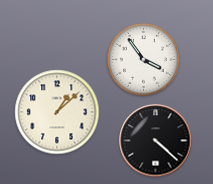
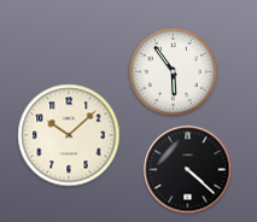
clock at (144, 60): 3:54 -> 5:54
clock at (57, 112): 1:08 -> 10:08
